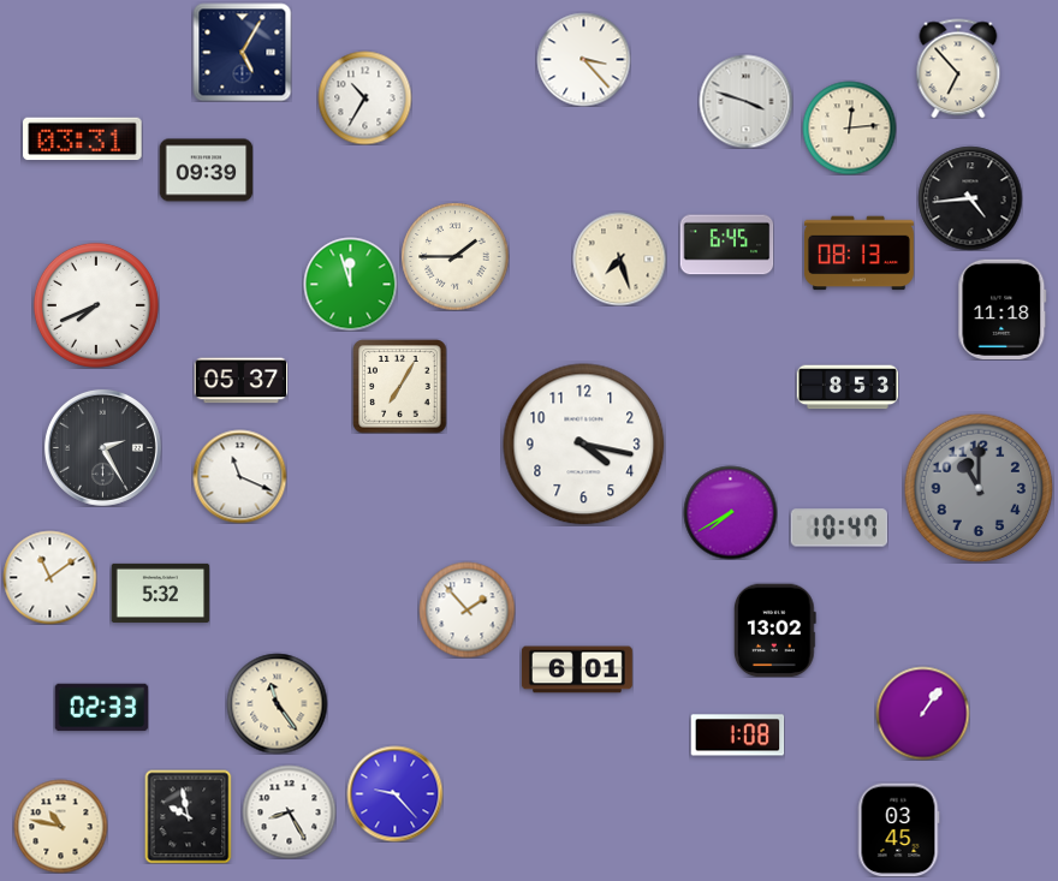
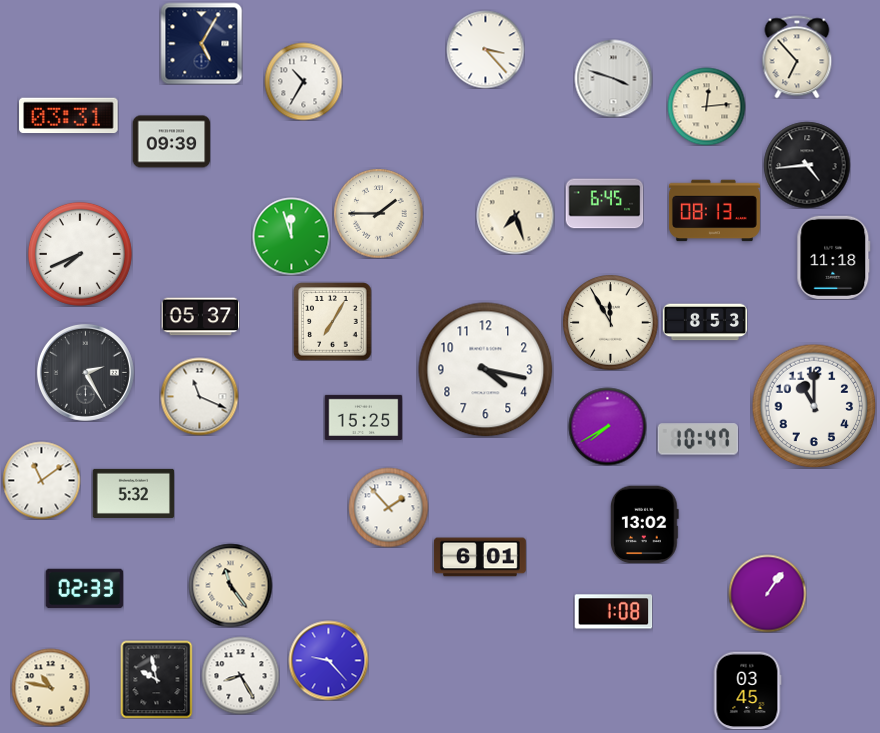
clock at (745, 101) position: (745, 101) -> (613, 78)
clock at (610, 322): none -> 11:55
clock at (979, 488) dial: grey -> white
clock at (363, 417): none -> 15:25
